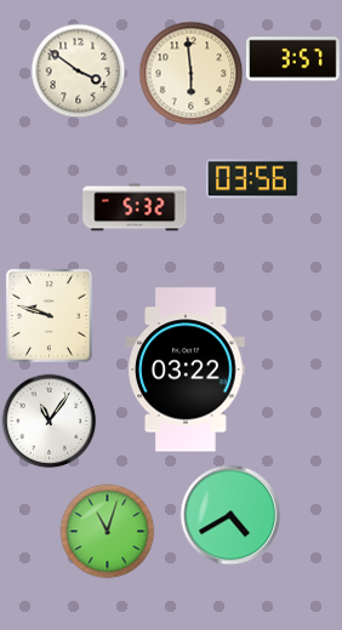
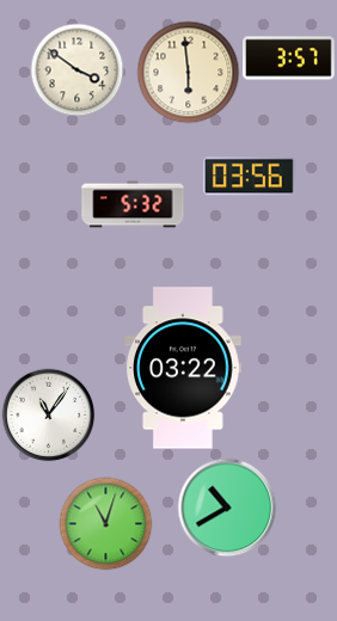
clock at (49, 315): 9:48 -> none
clock at (186, 370) position: (186, 370) -> (183, 368)
clock at (230, 515): 4:40 -> 10:40
